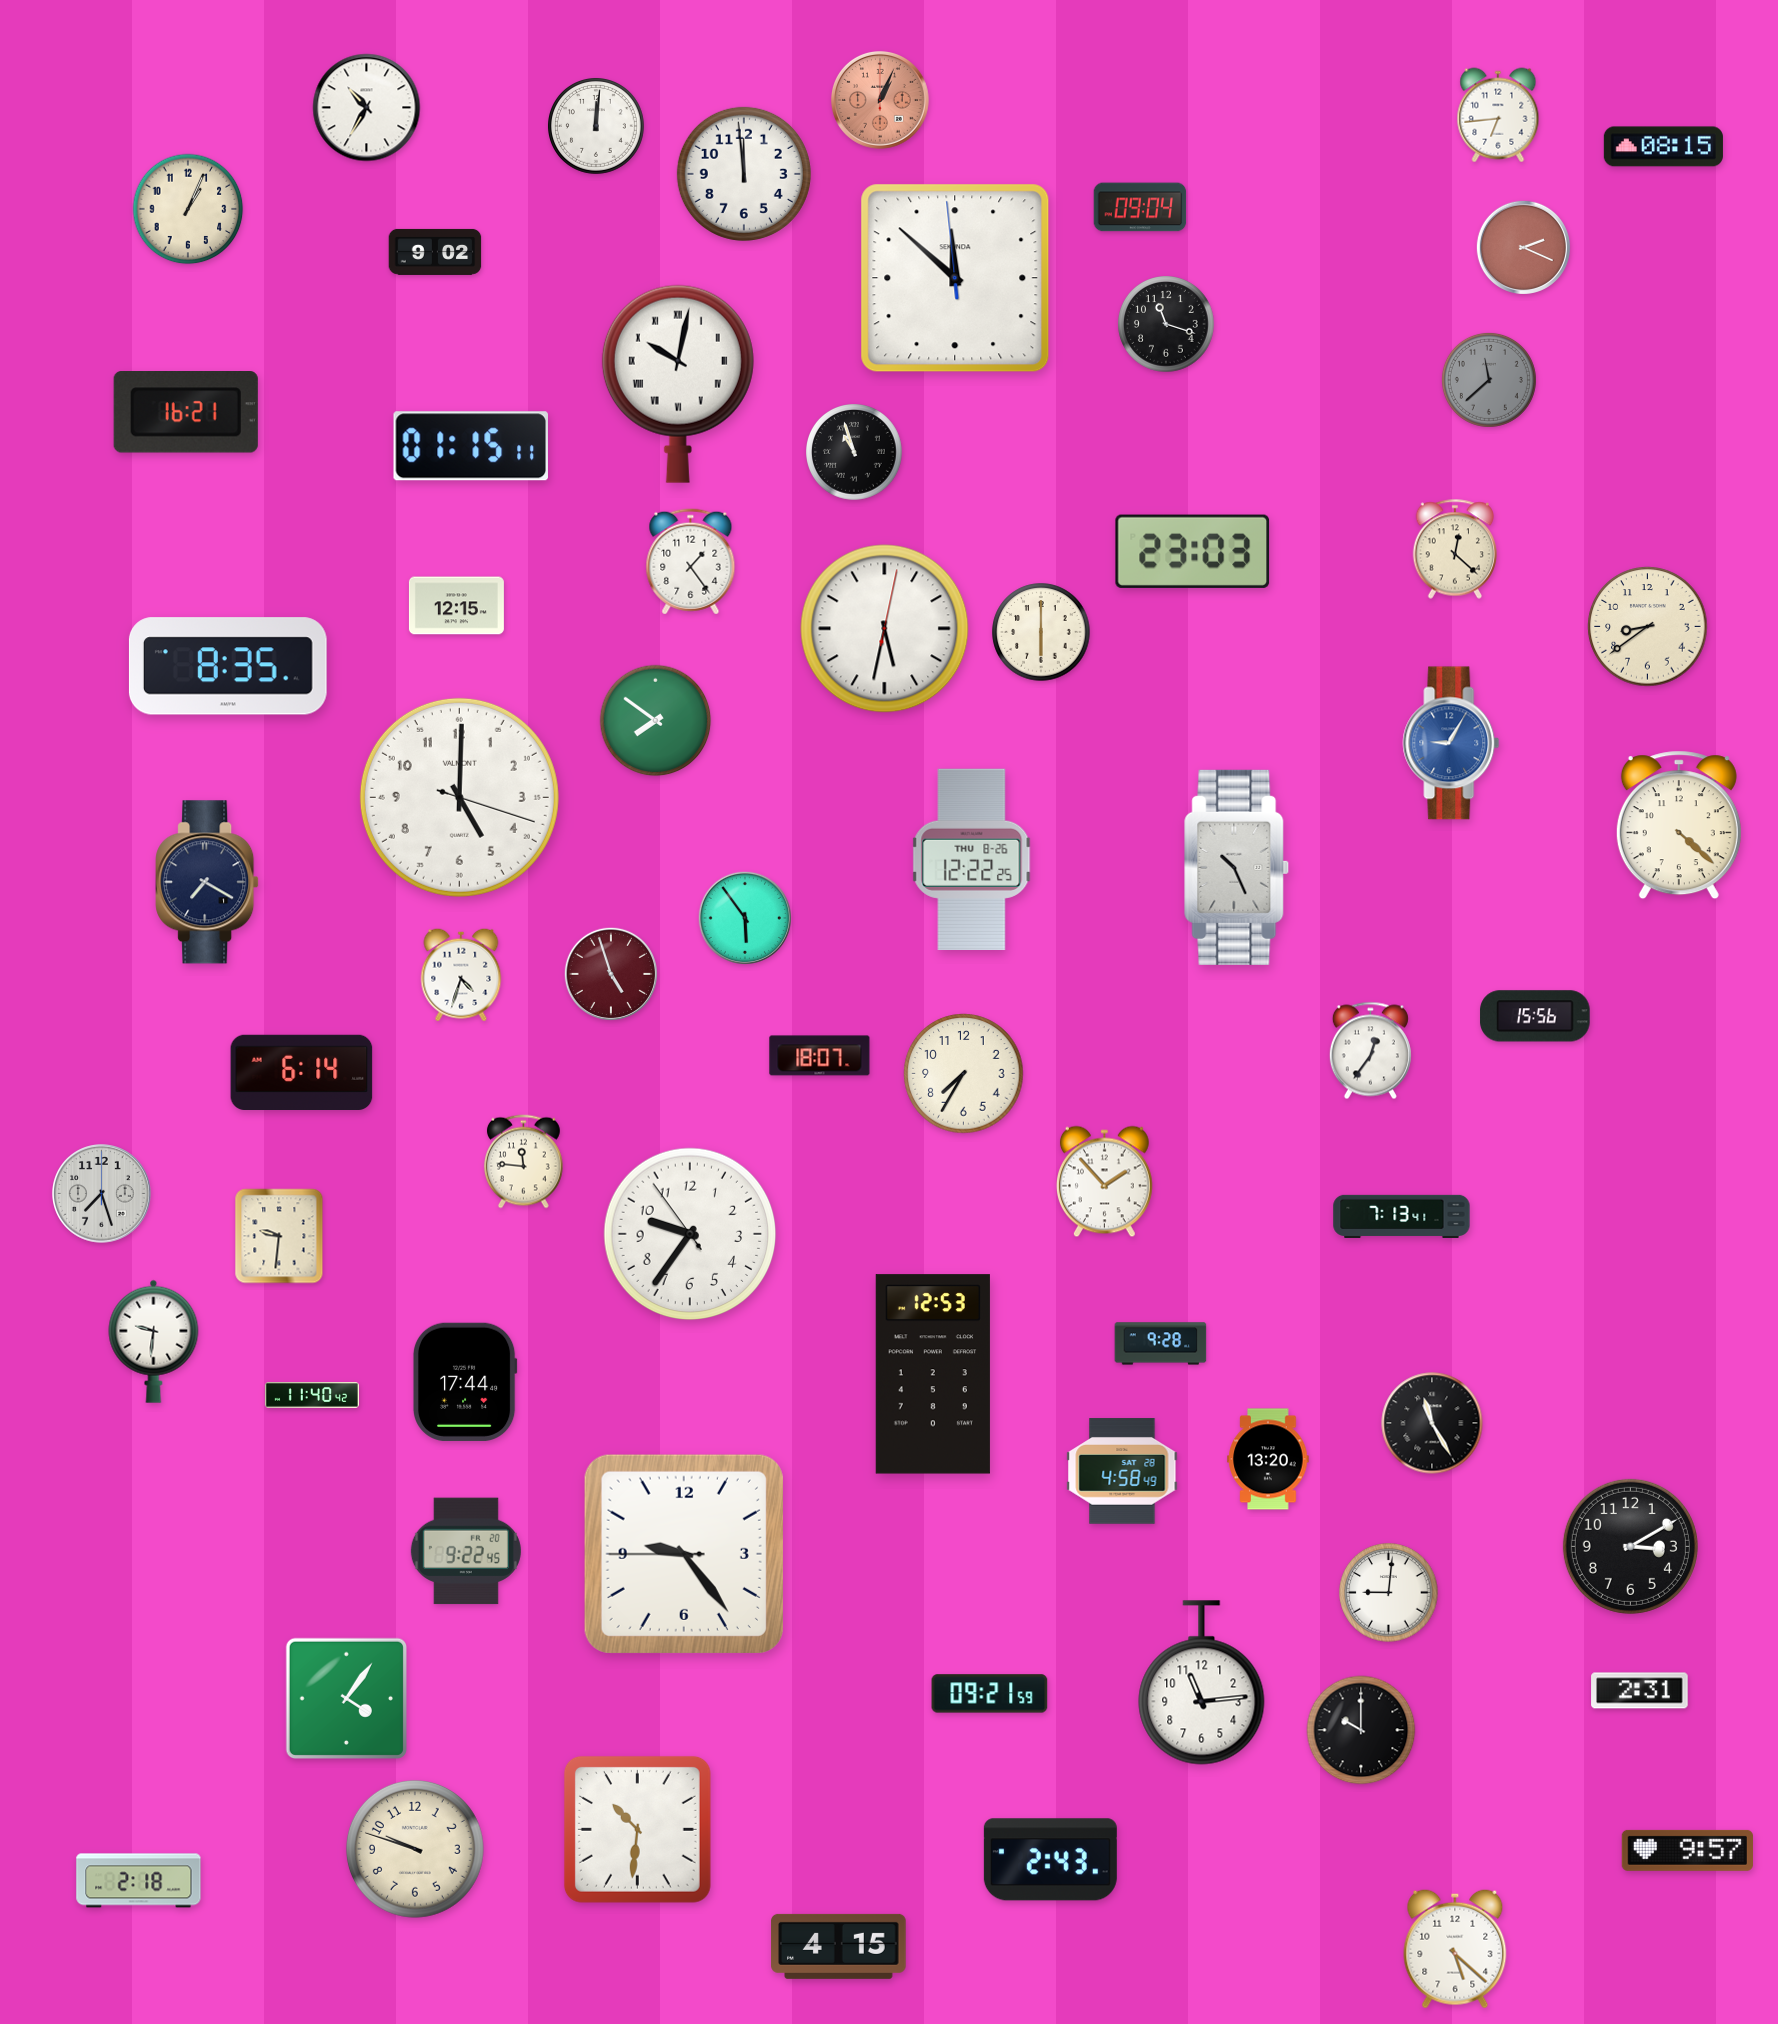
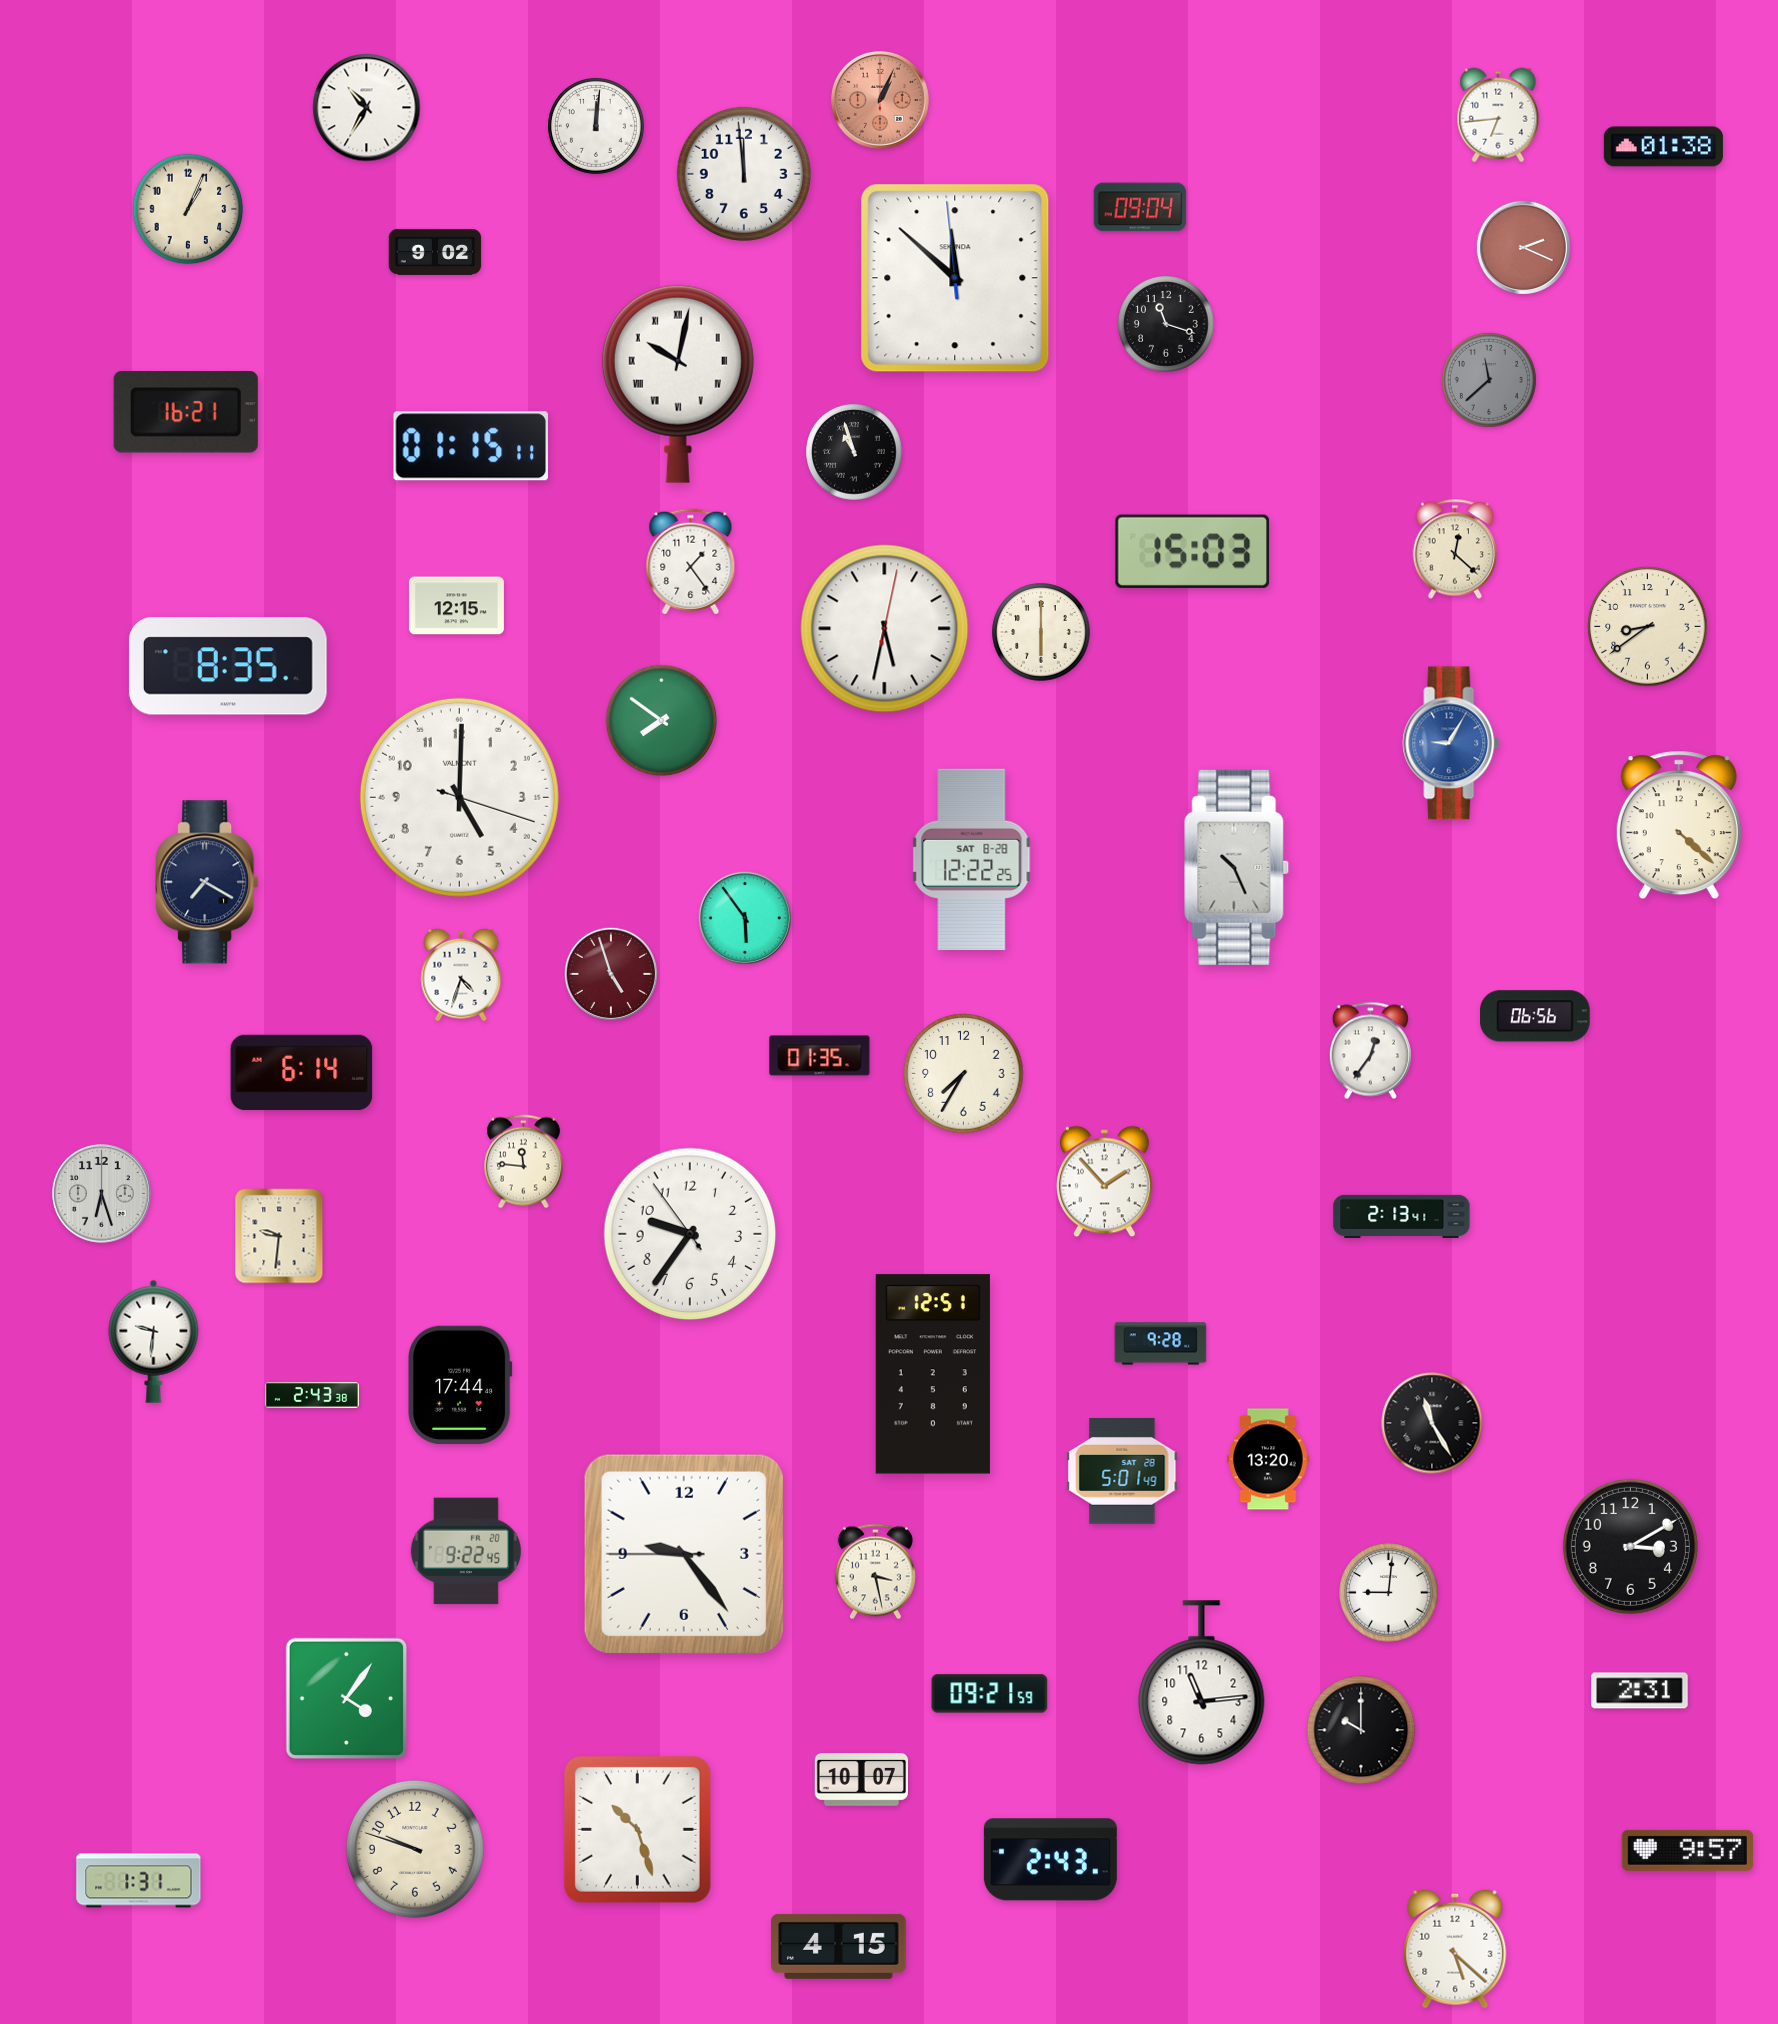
clock at (1663, 147): 08:15 -> 01:38
clock at (1193, 551): 23:03 -> 15:03
clock at (656, 721) position: (656, 721) -> (662, 721)
clock at (972, 859) date: THU 8-26 -> SAT 8-28
clock at (1535, 1016): 15:56 -> 06:56
clock at (820, 1056): 18:07 -> 01:35
clock at (102, 1194): 7:27 -> 6:27
clock at (1402, 1216): 7:13 -> 2:13
clock at (933, 1374): 12:53 -> 12:51
clock at (465, 1382) position: (465, 1382) -> (460, 1385)
clock at (312, 1396): 11:40 -> 2:43
clock at (1122, 1471): 4:58 -> 5:01
clock at (875, 1572): none -> 3:28
clock at (861, 1780): none -> 10:07
clock at (637, 1829): 10:31 -> 10:27
clock at (139, 1881): 2:18 -> 1:31
